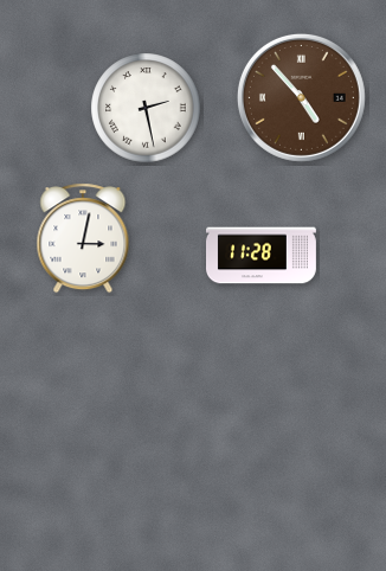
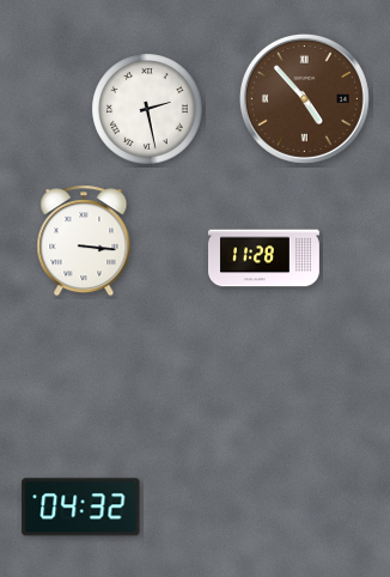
clock at (83, 238): 3:02 -> 3:16
clock at (81, 508): none -> 04:32
